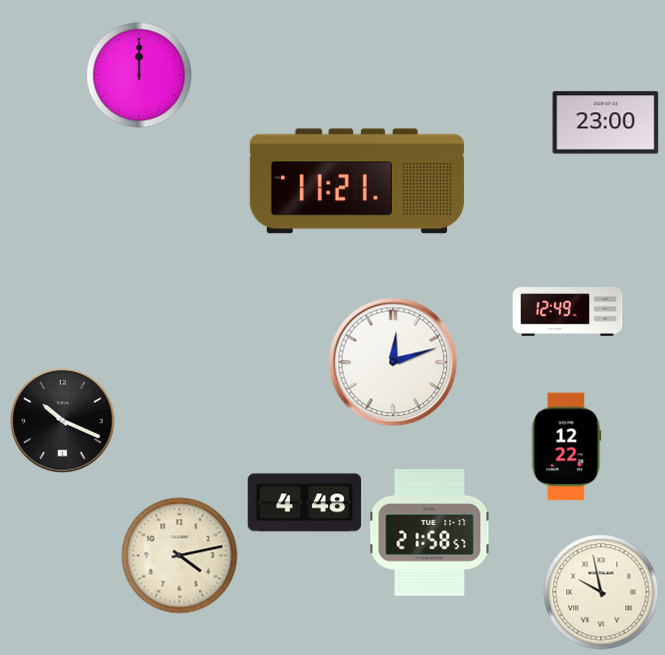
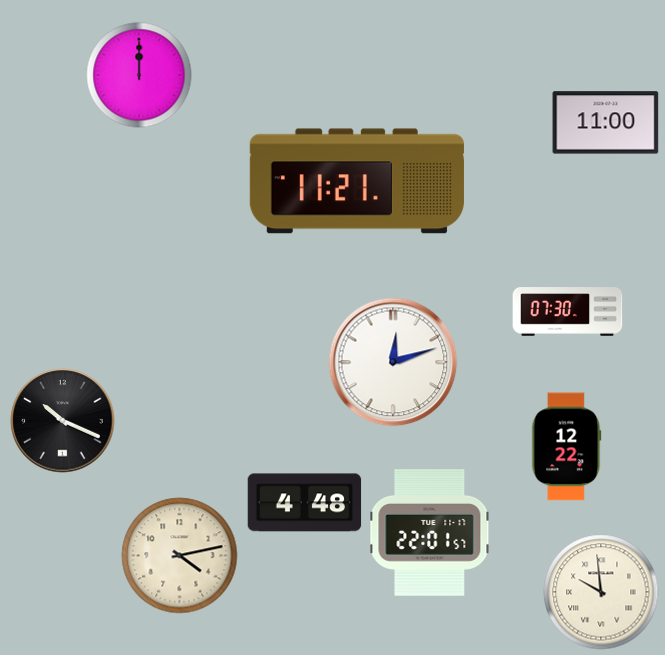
clock at (606, 123): 23:00 -> 11:00
clock at (568, 312): 12:49 -> 07:30
clock at (430, 533): 21:58 -> 22:01
clock at (601, 592): 9:58 -> 9:59
